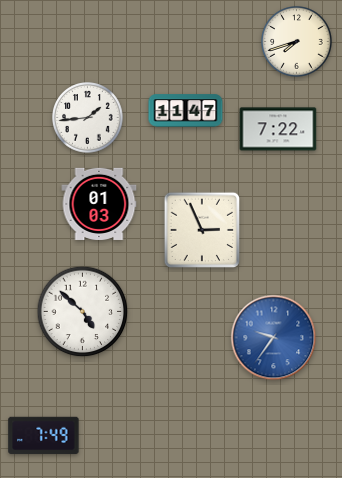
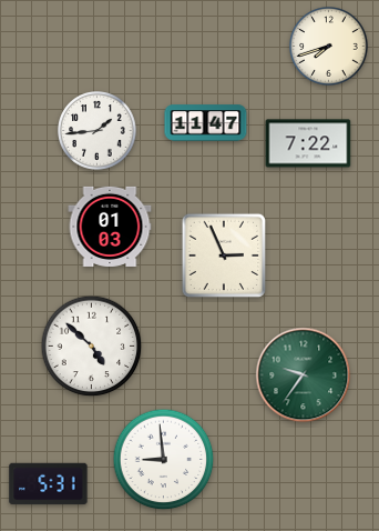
clock at (274, 338) dial: blue -> green
clock at (164, 460): none -> 8:59
clock at (44, 436): 7:49 -> 5:31
